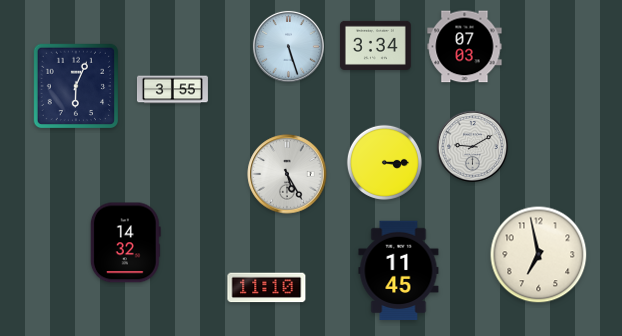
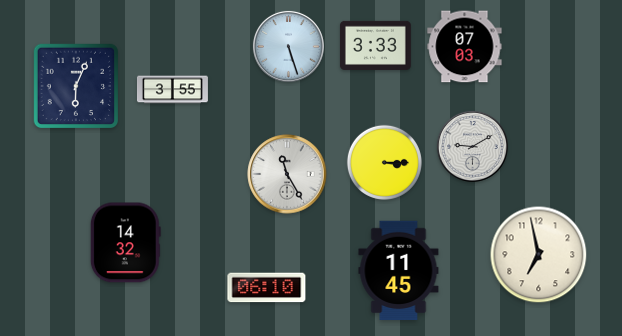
clock at (375, 45): 3:34 -> 3:33
clock at (287, 174): 5:25 -> 11:25
clock at (267, 288): 11:10 -> 06:10
